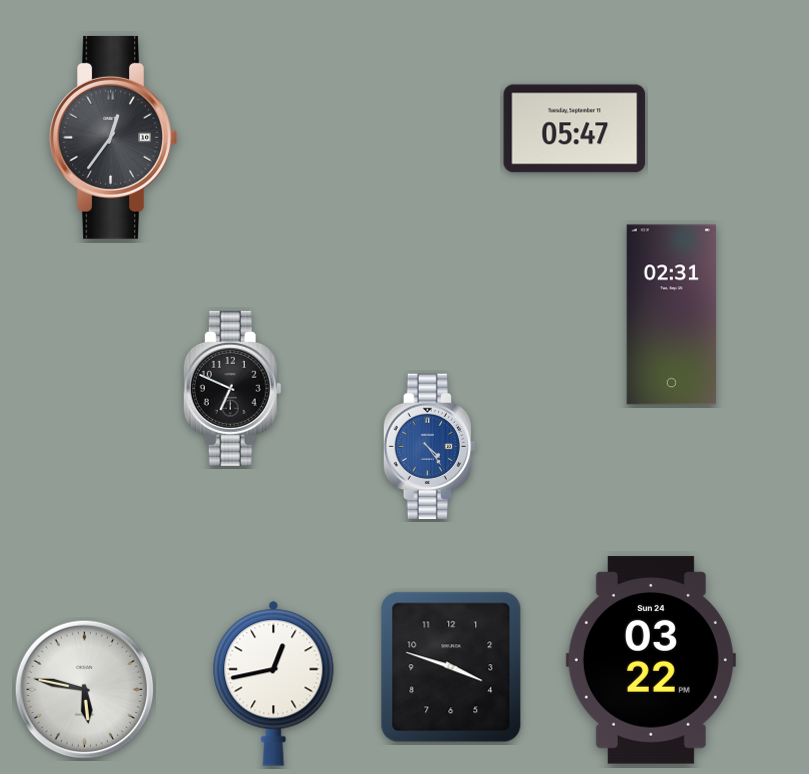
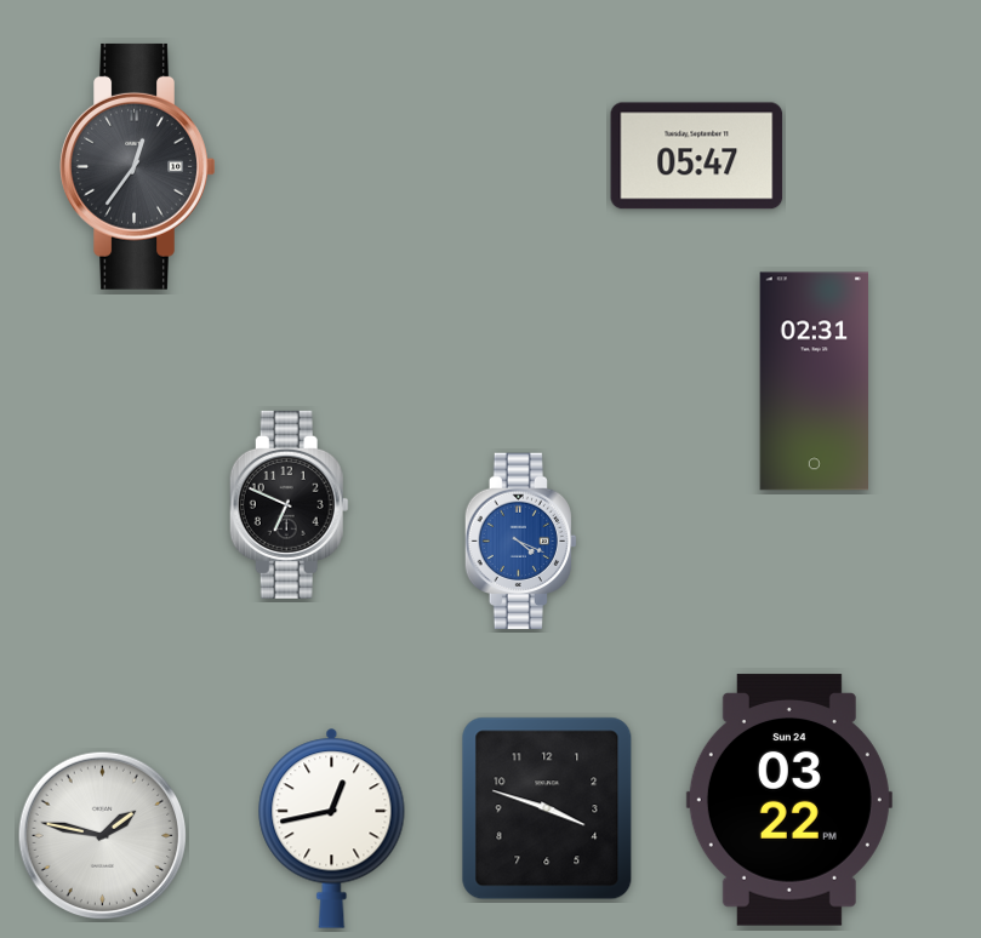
clock at (232, 388) position: (232, 388) -> (289, 504)
clock at (429, 447): 4:24 -> 4:19
clock at (85, 690): 5:47 -> 1:47
